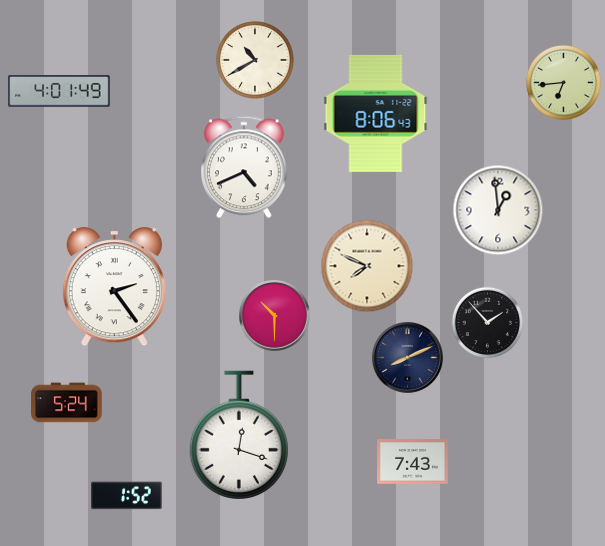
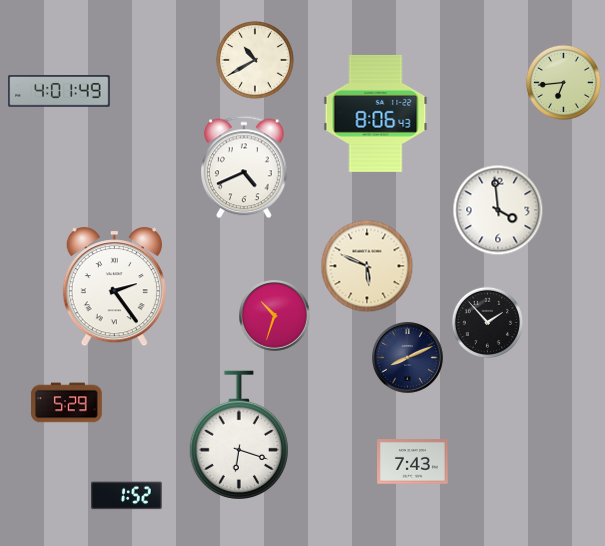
clock at (498, 210): 12:59 -> 3:59
clock at (367, 266): 7:49 -> 5:49
clock at (275, 316): 10:30 -> 10:33
clock at (67, 403): 5:24 -> 5:29
clock at (239, 435): 12:18 -> 6:18
